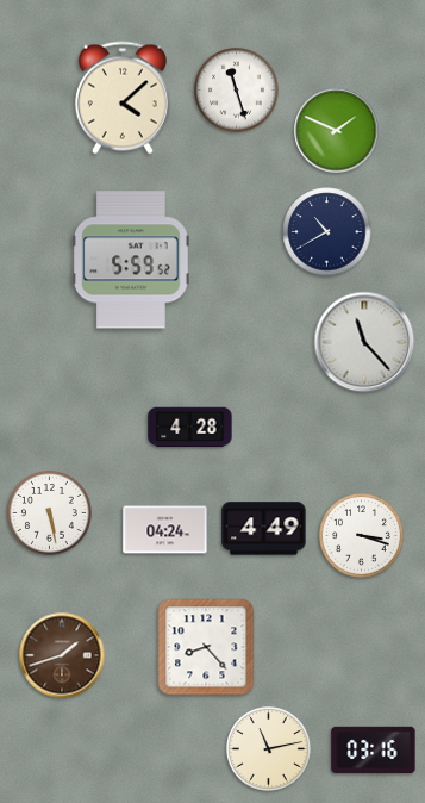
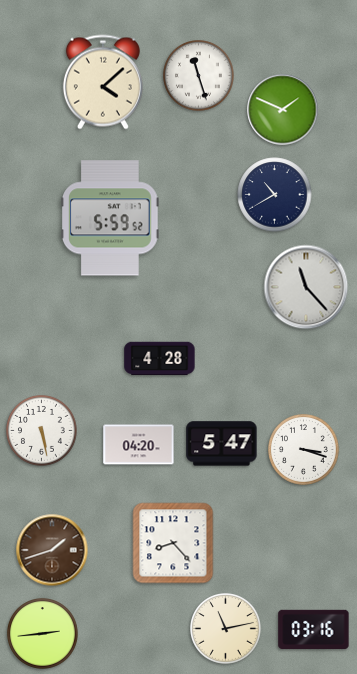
clock at (264, 529): 4:49 -> 5:47
clock at (165, 530): 04:24 -> 04:20
clock at (43, 634): none -> 2:44
